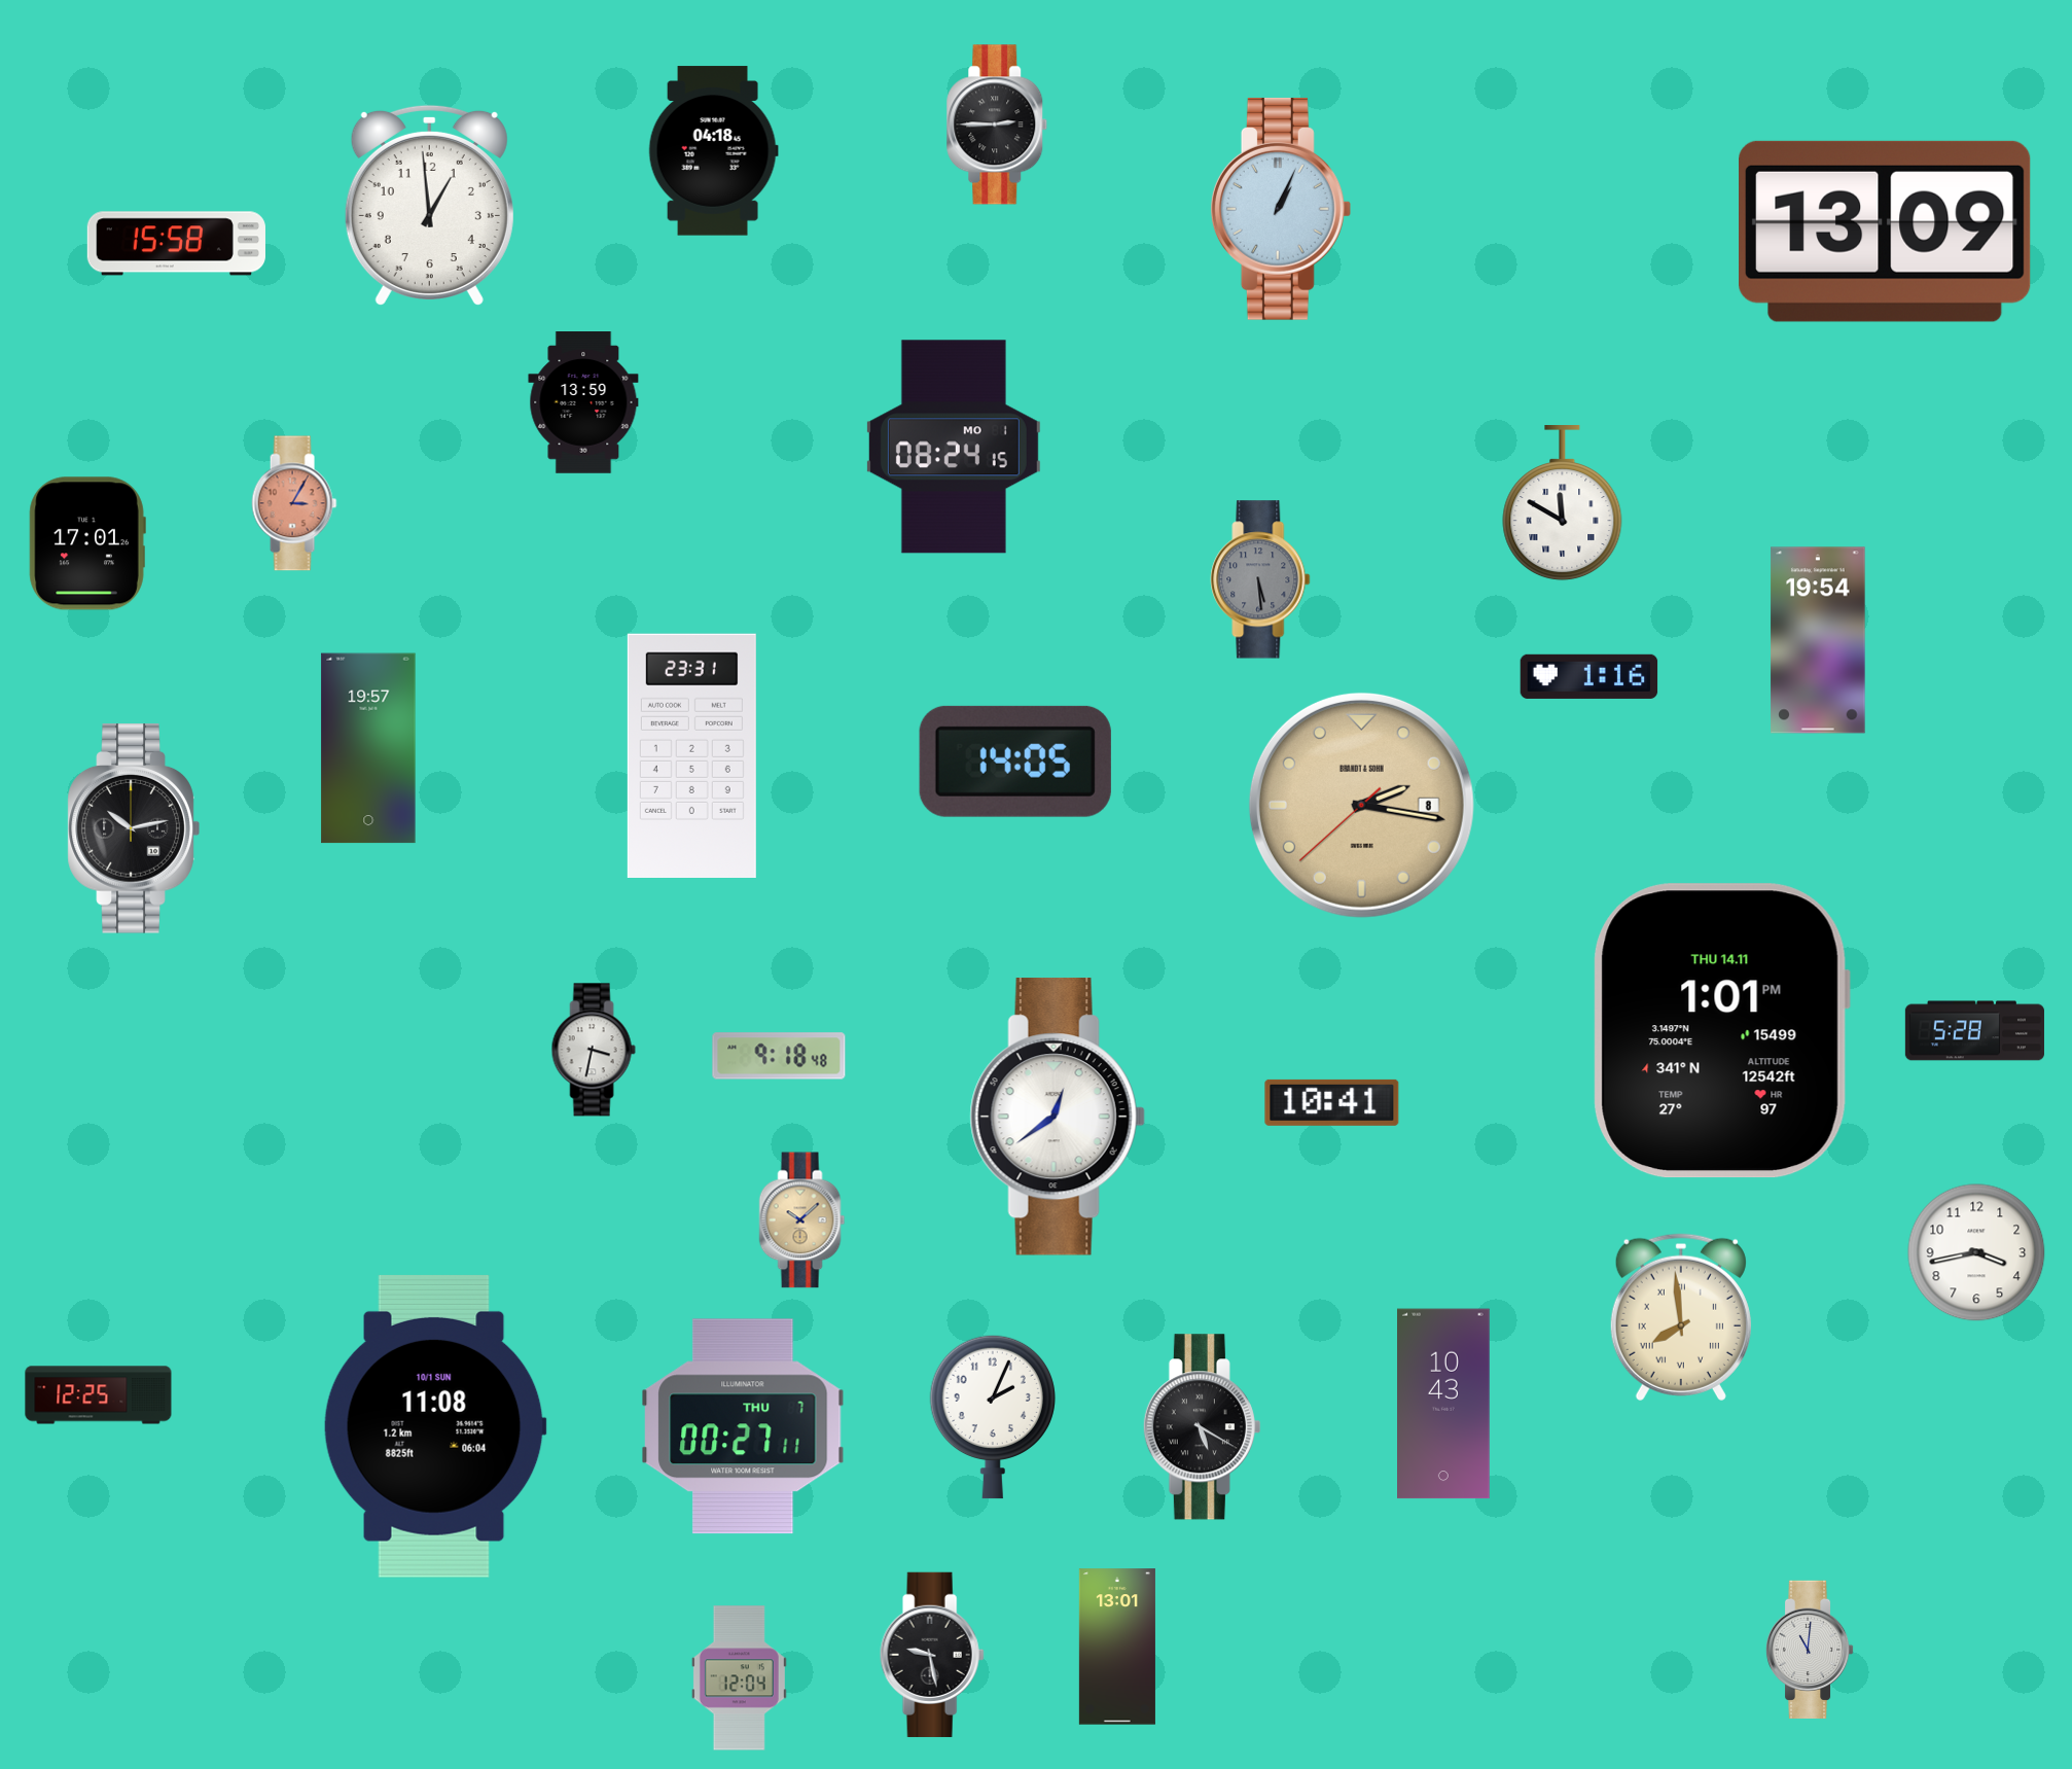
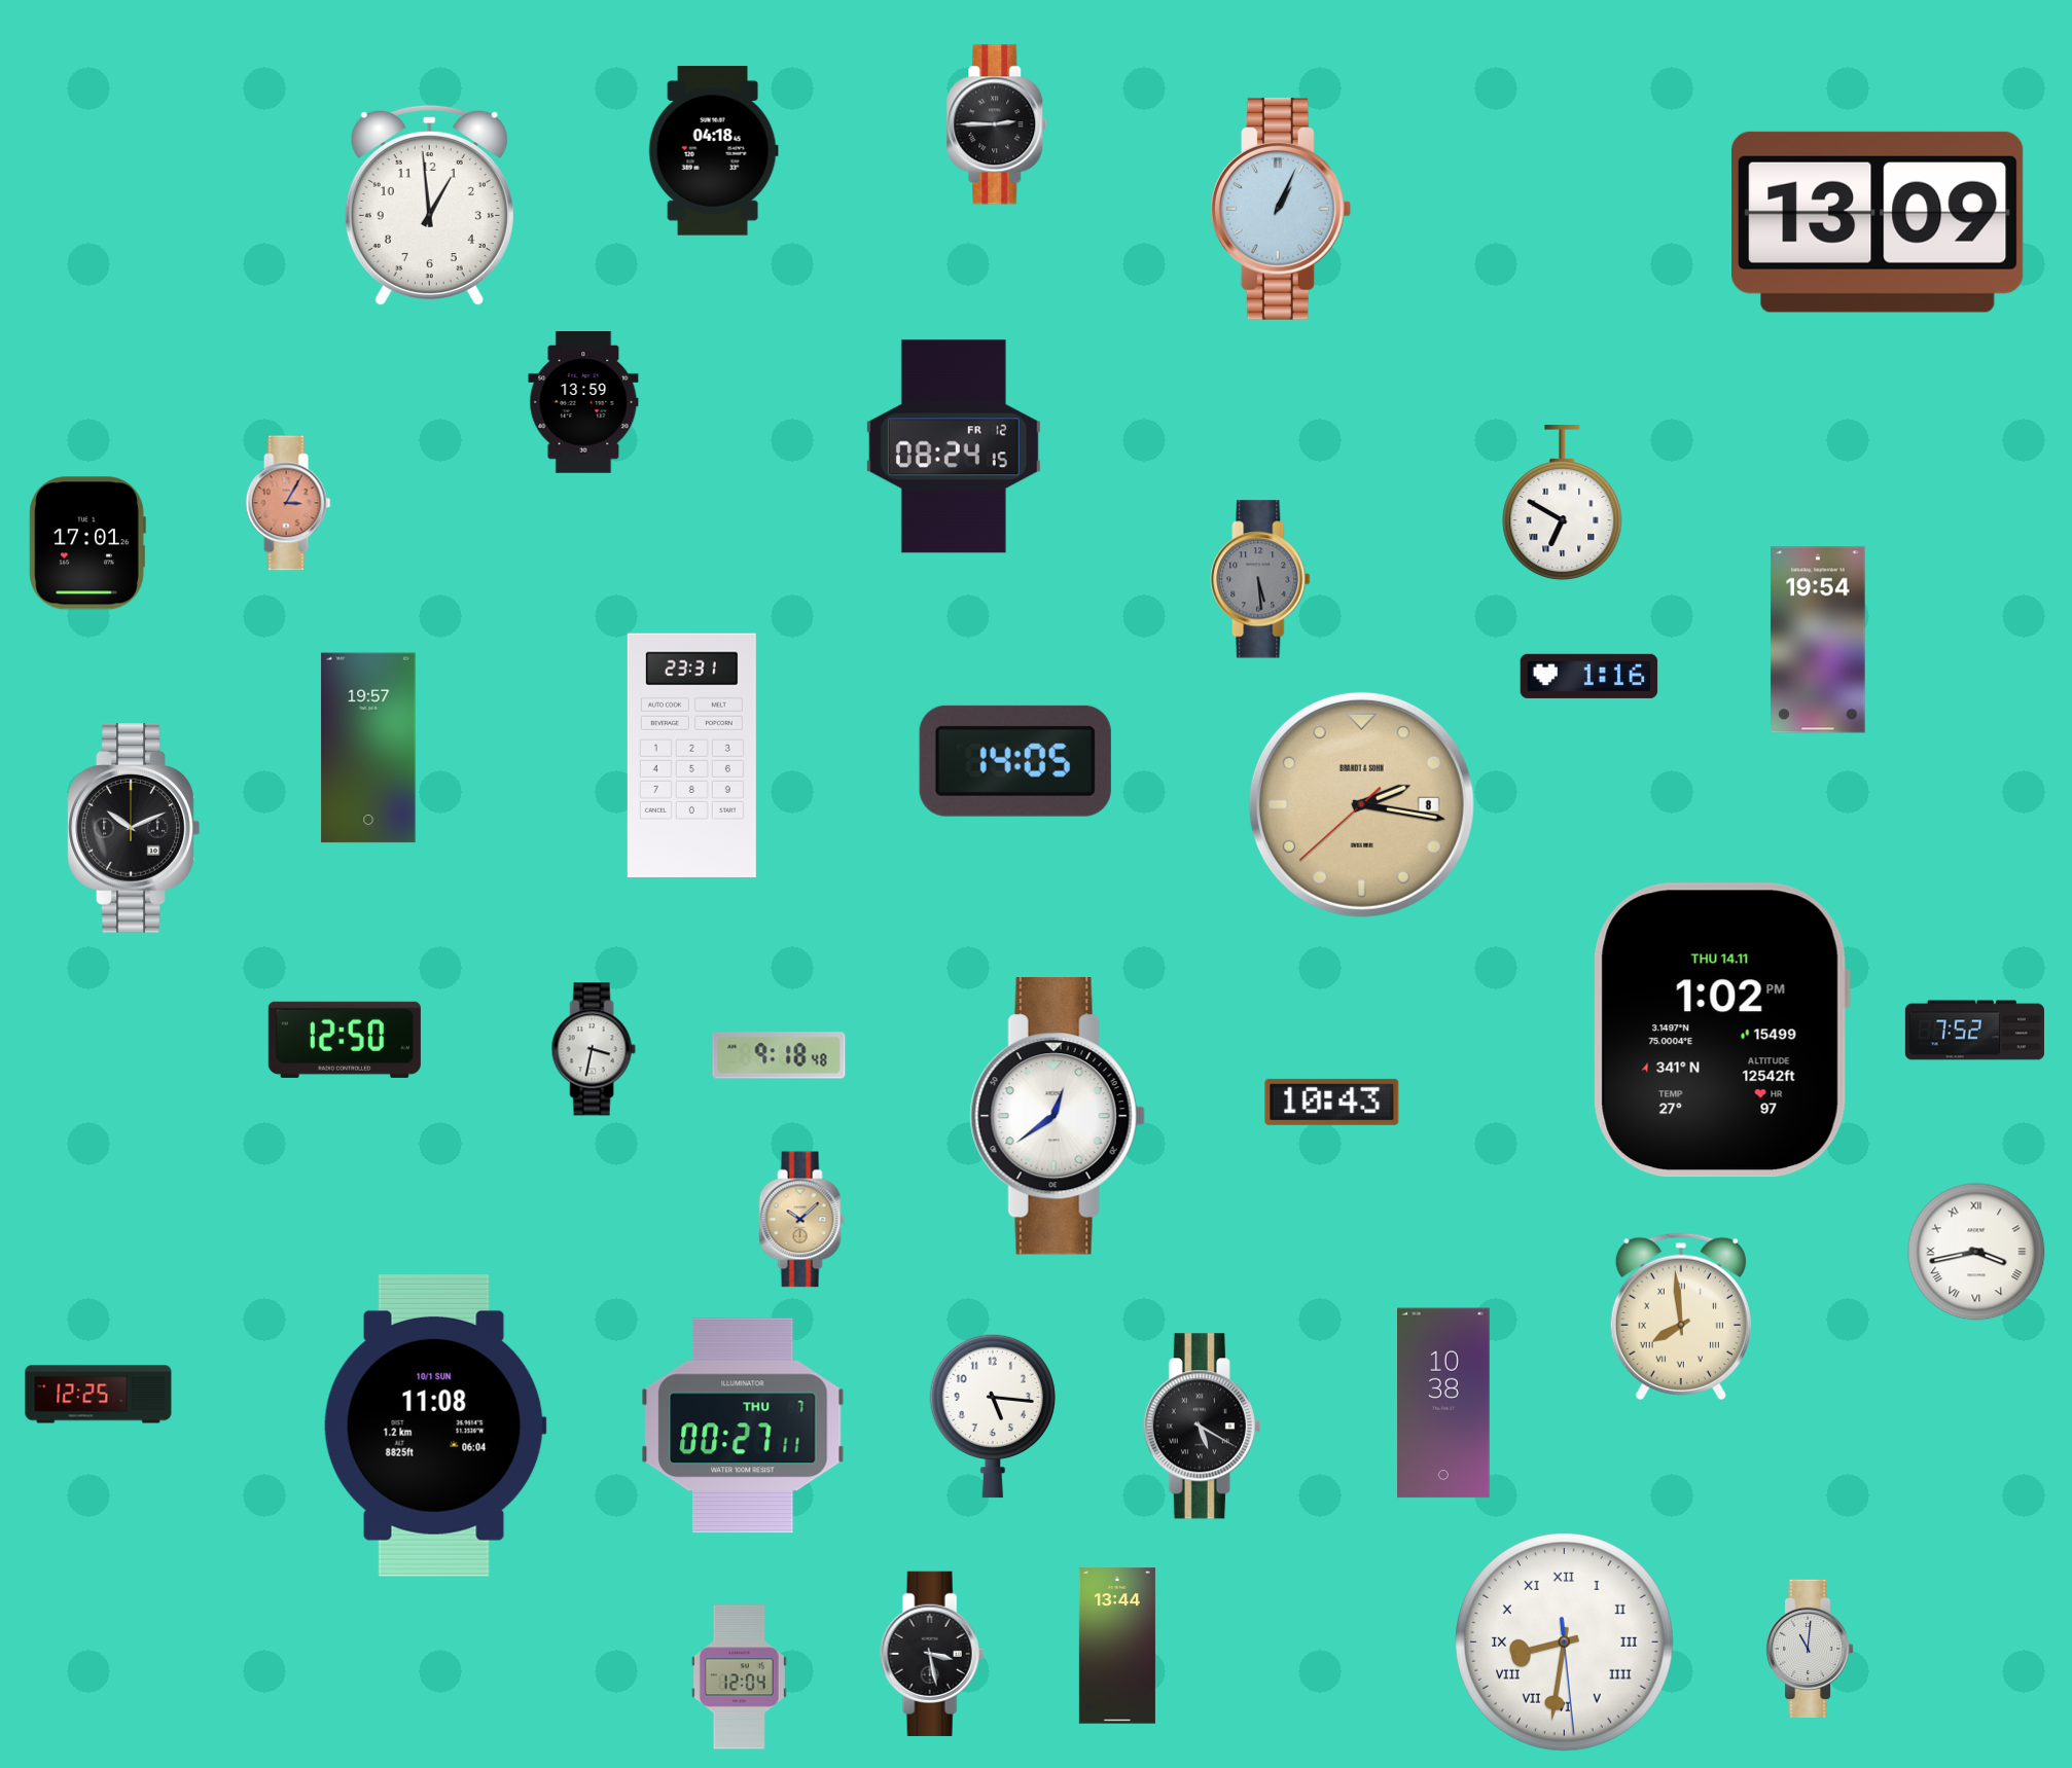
clock at (1886, 232) position: (1886, 232) -> (1879, 222)
clock at (176, 244): 15:58 -> none
clock at (954, 447) date: MO 1 -> FR 12
clock at (294, 503) position: (294, 503) -> (288, 503)
clock at (1563, 504): 11:50 -> 6:50
clock at (134, 828): 10:13 -> 10:11
clock at (1721, 1031): 1:01 -> 1:02
clock at (1974, 1031): 5:28 -> 7:52
clock at (345, 1040): none -> 12:50
clock at (1332, 1102): 10:41 -> 10:43
clock at (1976, 1252) numerals: Arabic -> Roman
clock at (1444, 1404): 10:43 -> 10:38
clock at (993, 1417): 2:04 -> 5:16
clock at (1565, 1643): none -> 8:31
clock at (1117, 1647): 13:01 -> 13:44
clock at (932, 1655): 9:28 -> 3:28
